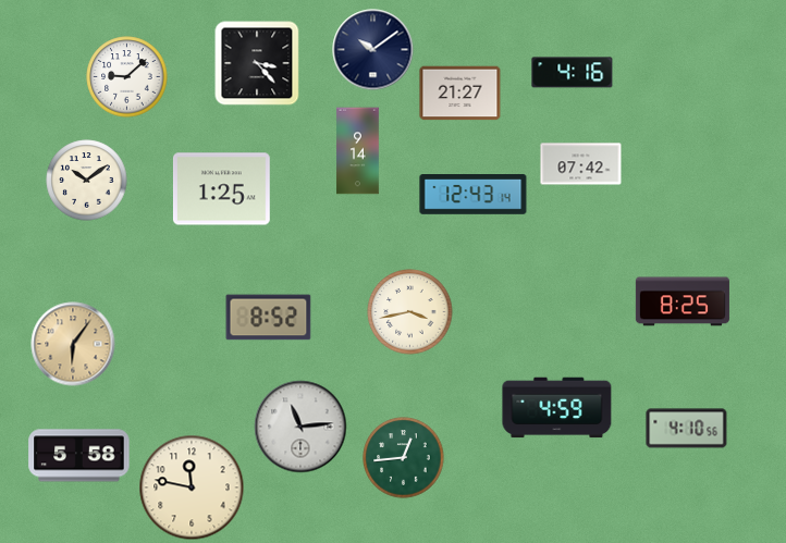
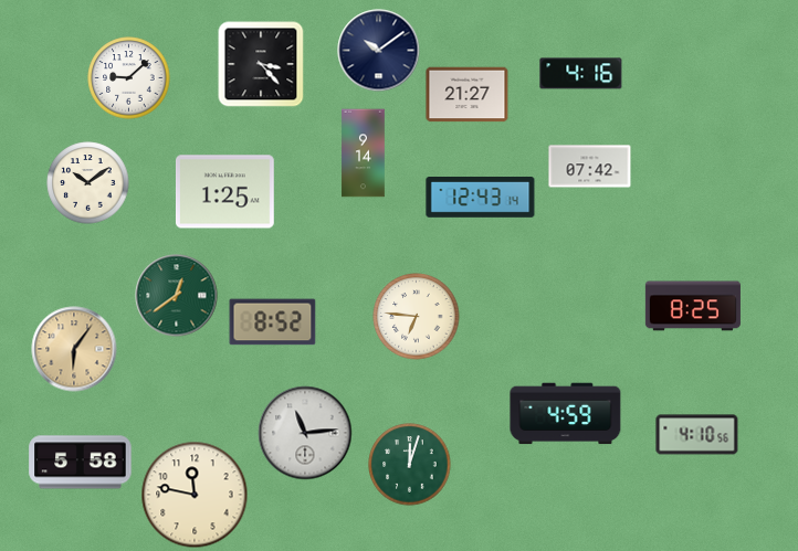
clock at (177, 296): none -> 12:39
clock at (410, 312): 3:43 -> 6:46
clock at (404, 458): 12:44 -> 12:03
